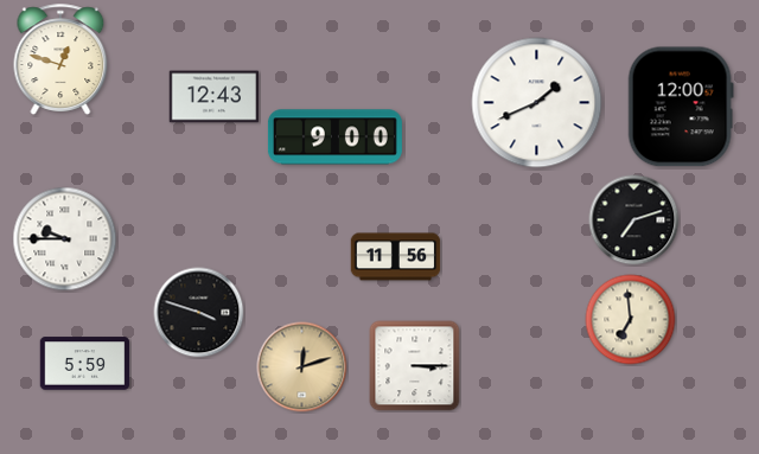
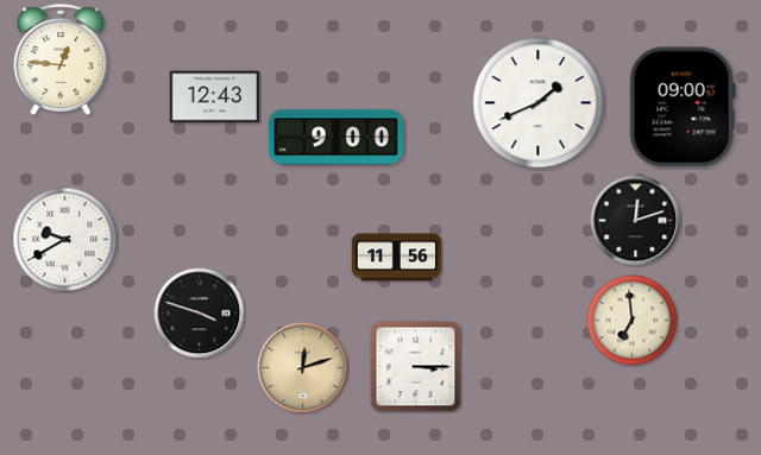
clock at (60, 59): 12:48 -> 12:46
clock at (681, 107): 12:00 -> 09:00
clock at (634, 220): 7:12 -> 12:12
clock at (65, 239): 9:45 -> 9:40
clock at (85, 364): 5:59 -> none
